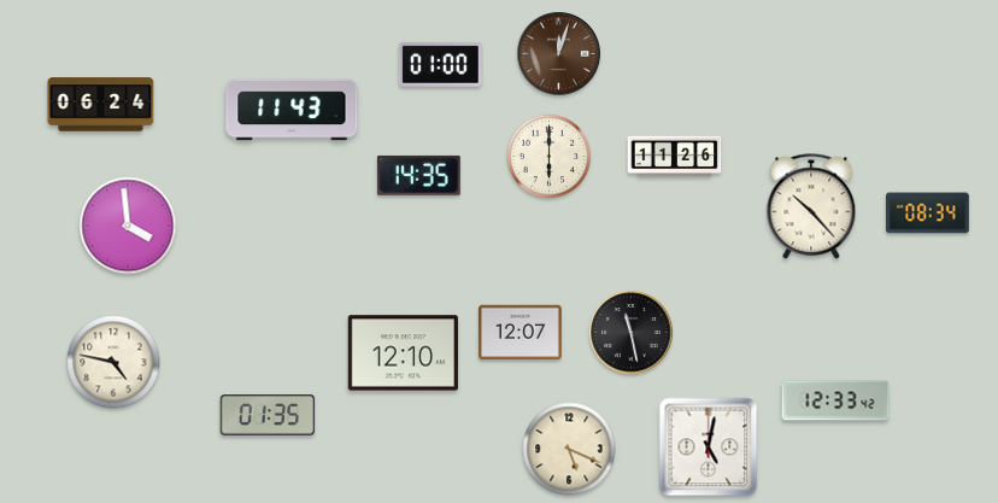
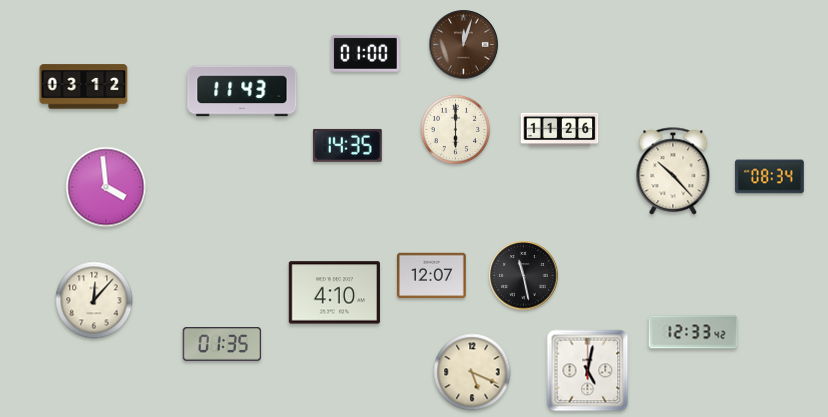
clock at (101, 105): 06:24 -> 03:12
clock at (403, 353): 12:10 -> 4:10
clock at (113, 362): 4:47 -> 12:07
